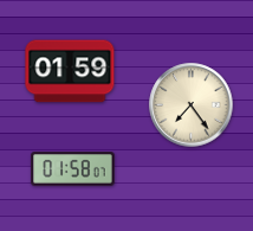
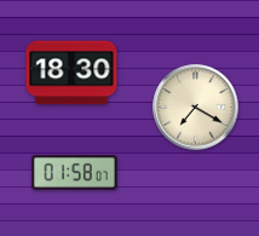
clock at (70, 71): 01:59 -> 18:30
clock at (192, 105): 7:24 -> 7:20
